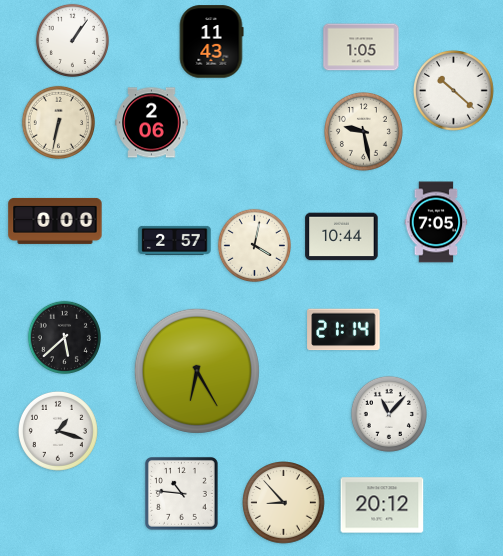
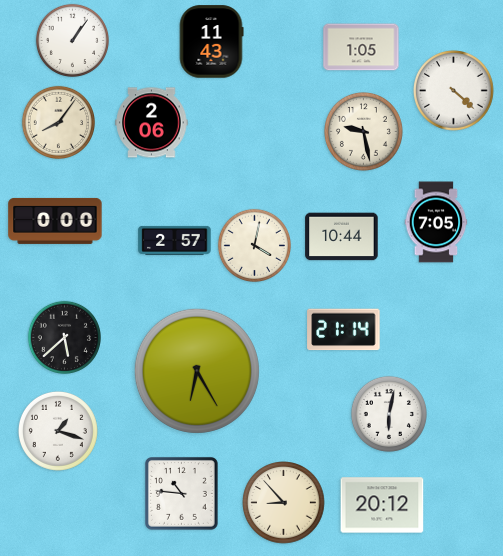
clock at (454, 91): 10:22 -> 4:22
clock at (58, 122): 6:32 -> 8:06
clock at (389, 414): 11:07 -> 6:02
